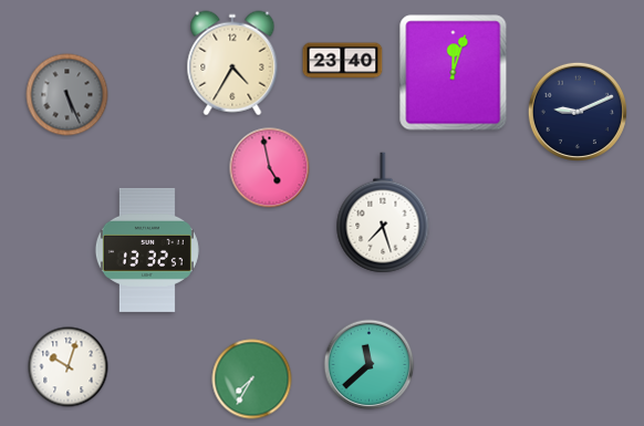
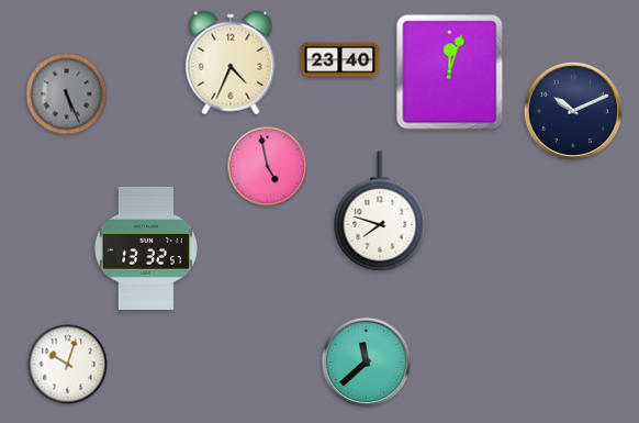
clock at (232, 63): 4:35 -> 4:34
clock at (577, 111): 9:11 -> 10:11
clock at (383, 212): 7:27 -> 7:48
clock at (252, 380): 7:35 -> none
